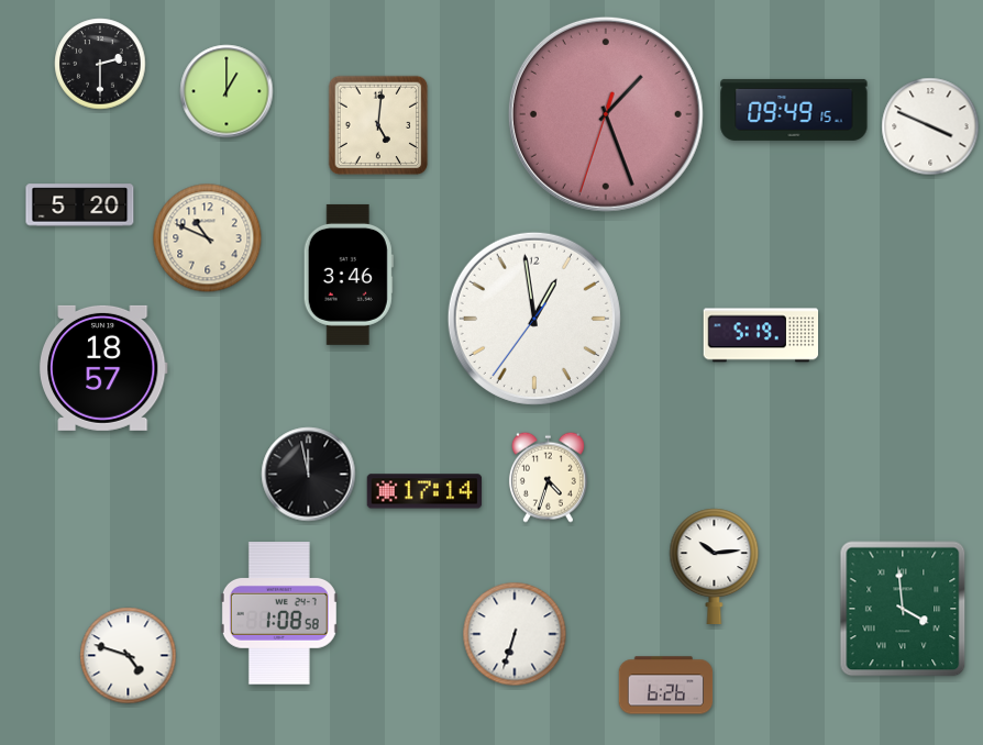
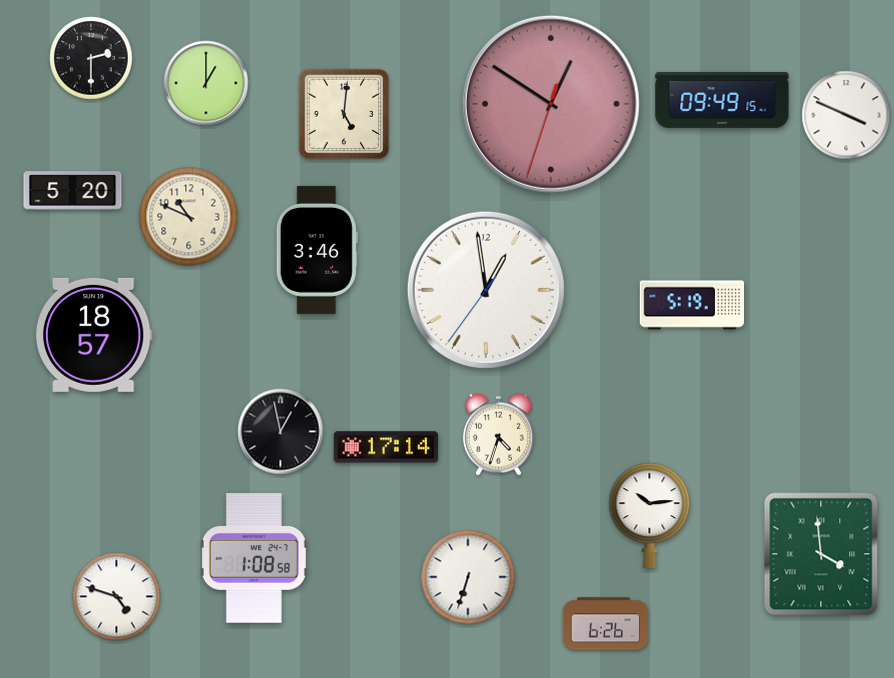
clock at (606, 114): 1:26 -> 12:50
clock at (80, 205) position: (80, 205) -> (73, 191)
clock at (309, 475): 11:58 -> 12:58
